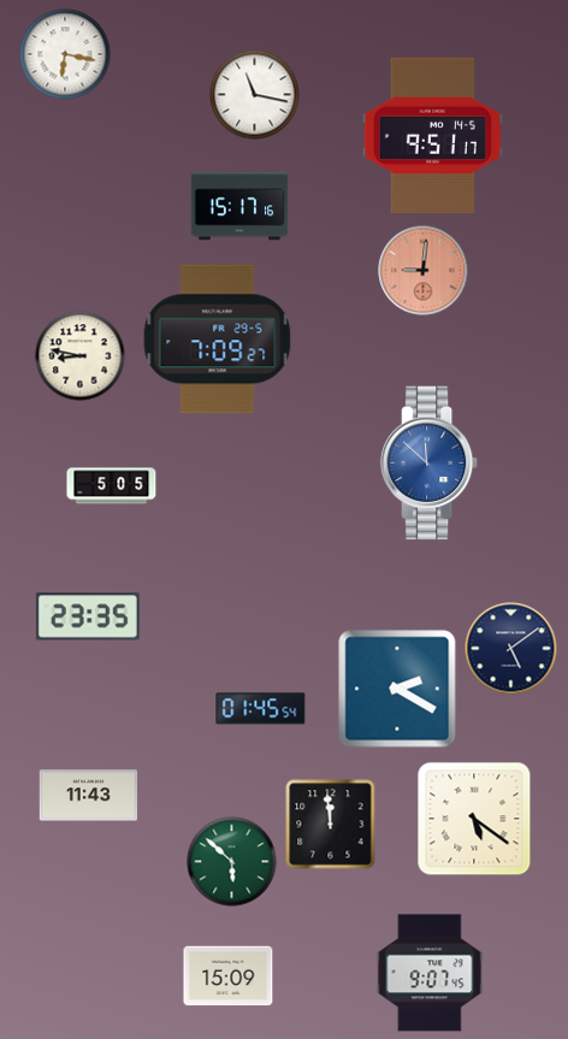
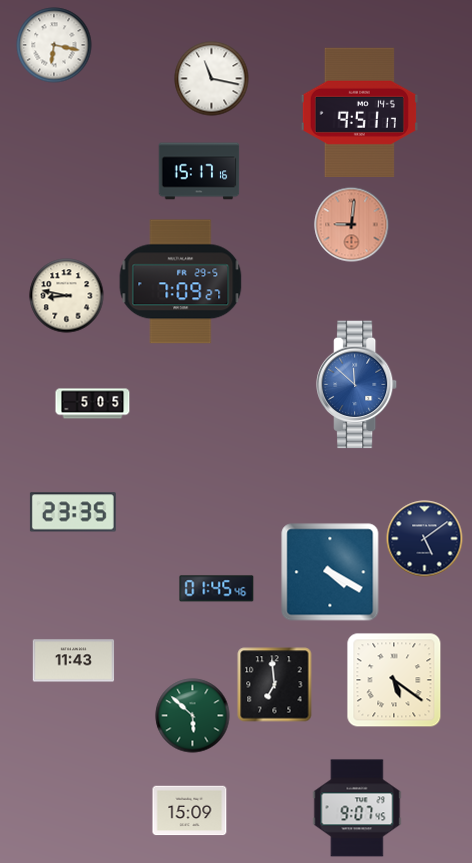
clock at (397, 689): 2:20 -> 4:20
clock at (261, 709): 01:45:54 -> 01:45:46
clock at (331, 825): 11:59 -> 6:59
